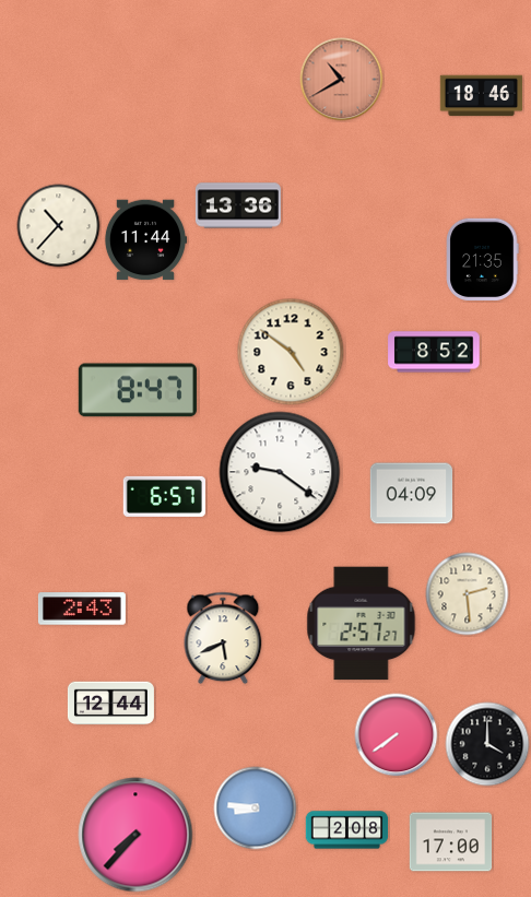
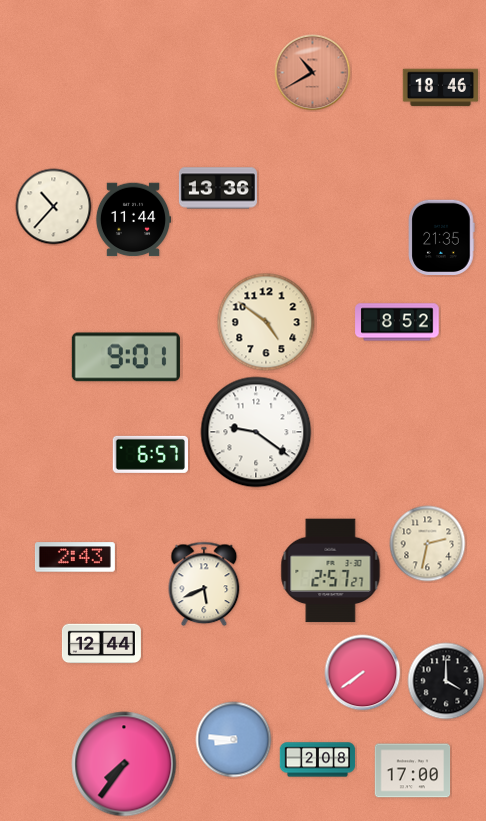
clock at (138, 390): 8:47 -> 9:01
clock at (412, 494): 04:09 -> none
clock at (468, 594): 2:29 -> 2:32
clock at (135, 835): 7:37 -> 7:36
